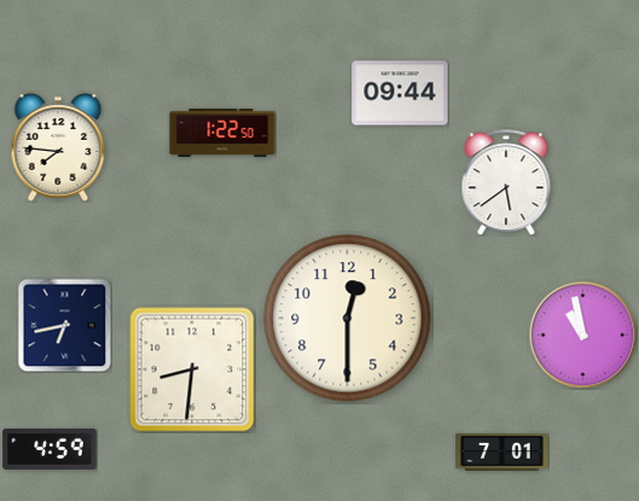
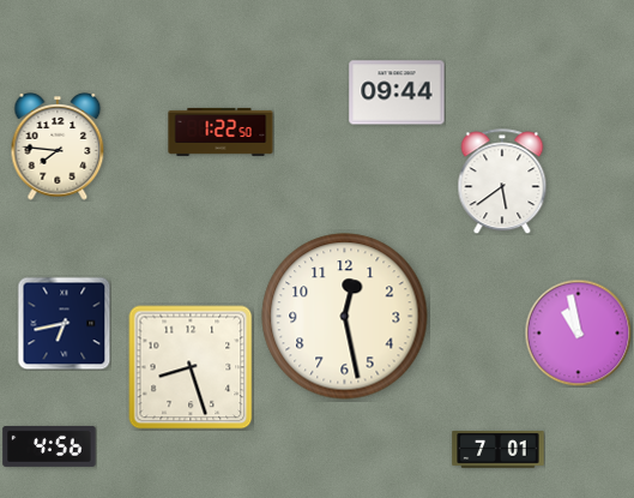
clock at (348, 319): 12:30 -> 12:28
clock at (192, 369): 8:31 -> 8:27
clock at (50, 449): 4:59 -> 4:56
